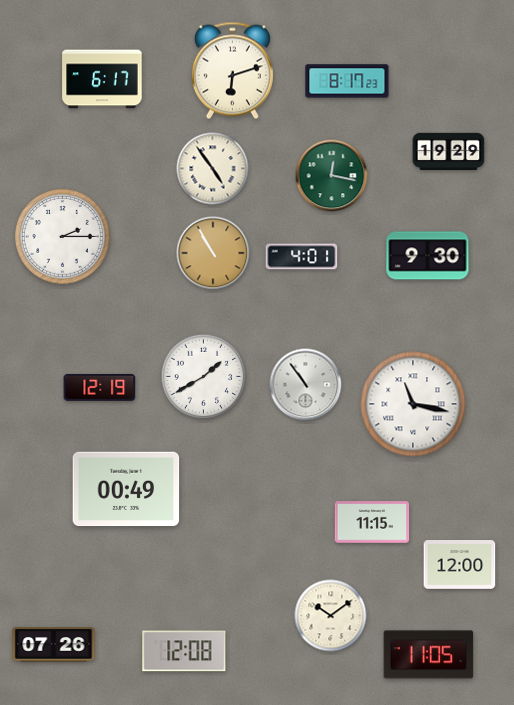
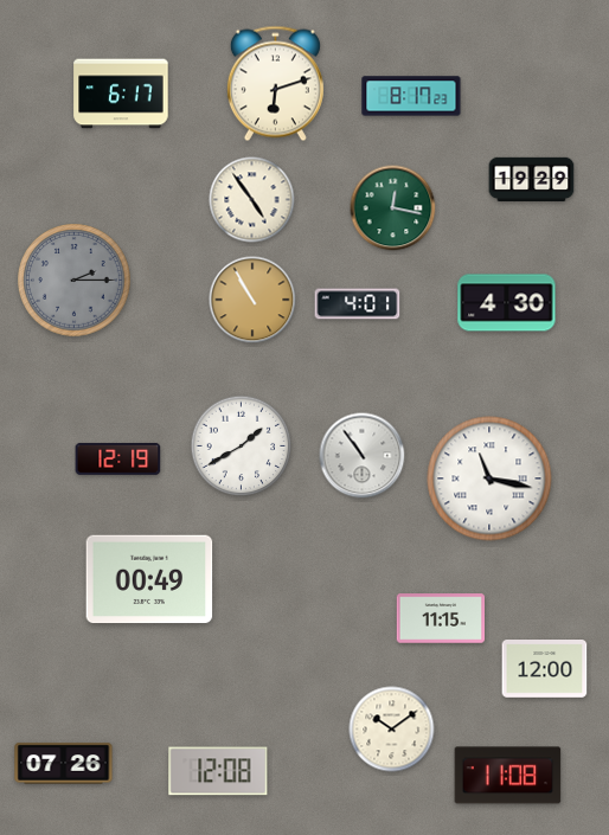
clock at (63, 237) dial: white -> grey
clock at (428, 256): 9:30 -> 4:30
clock at (429, 655): 11:05 -> 11:08
